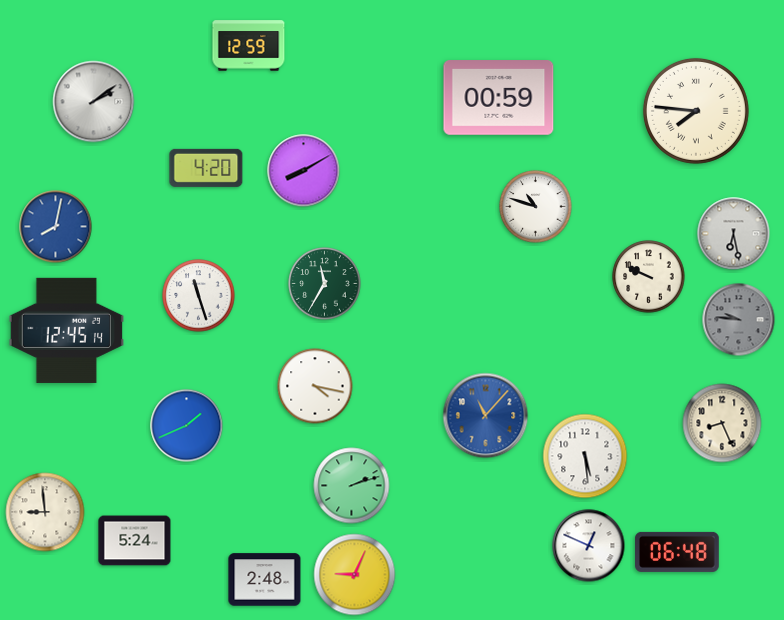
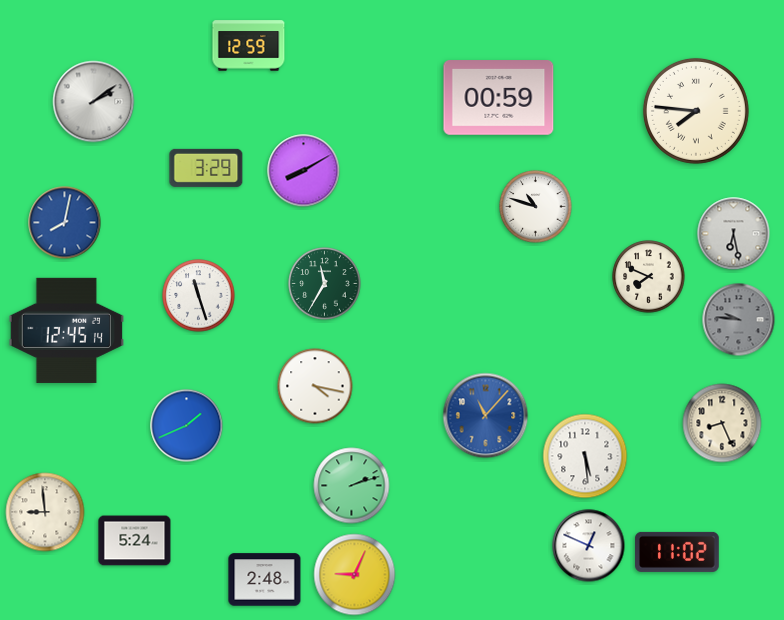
clock at (206, 168): 4:20 -> 3:29
clock at (56, 227) position: (56, 227) -> (65, 223)
clock at (649, 277): 9:49 -> 7:49
clock at (677, 552): 06:48 -> 11:02
